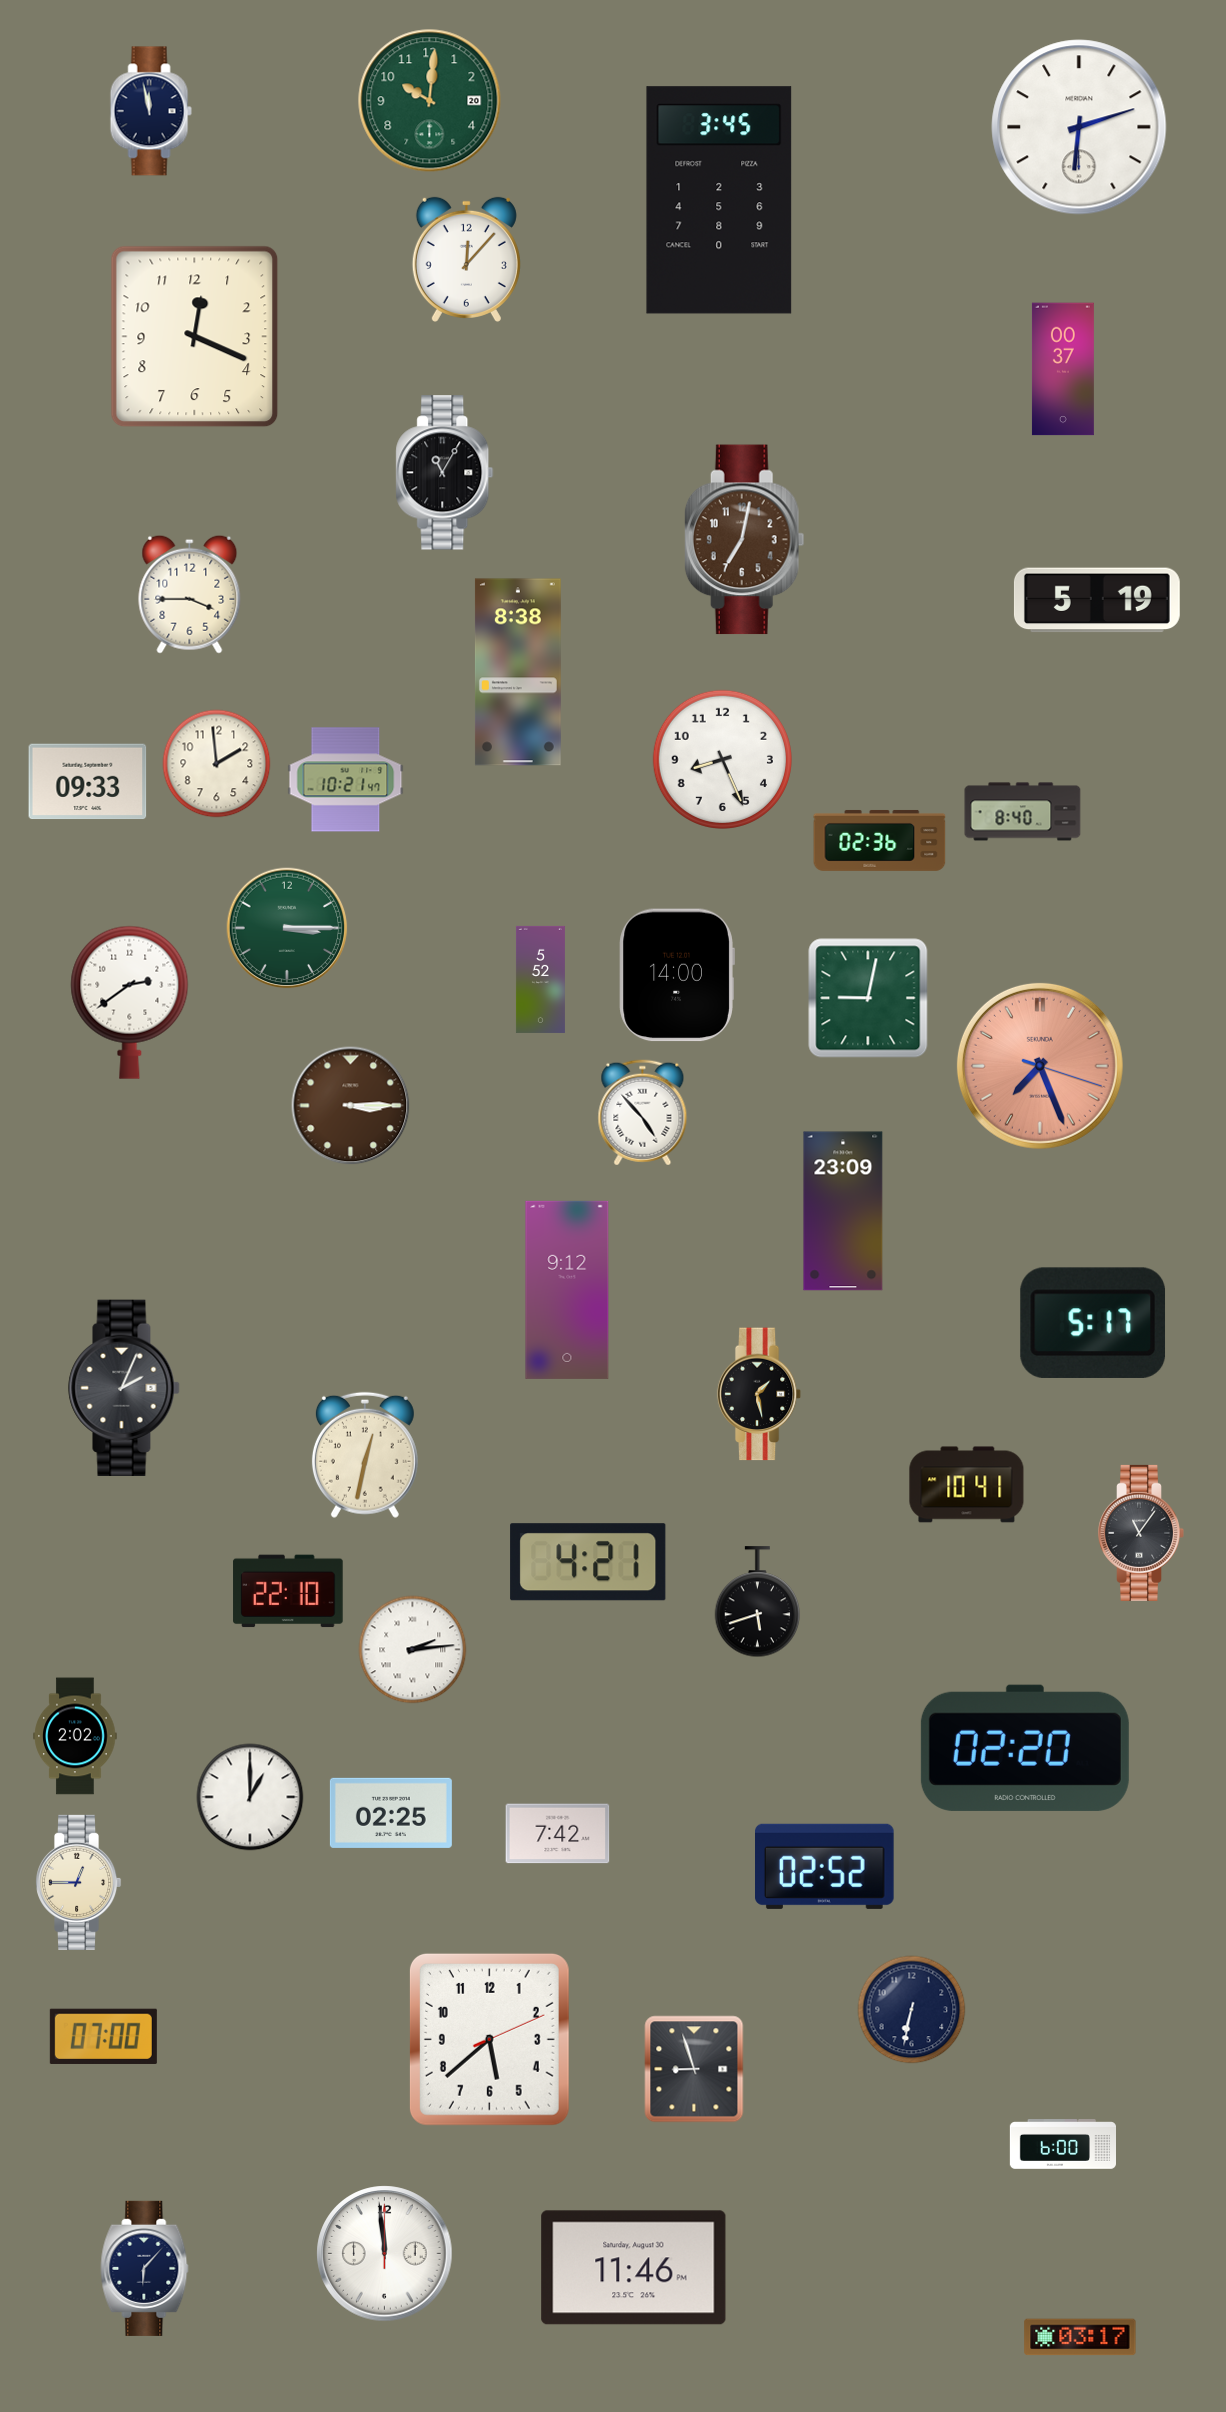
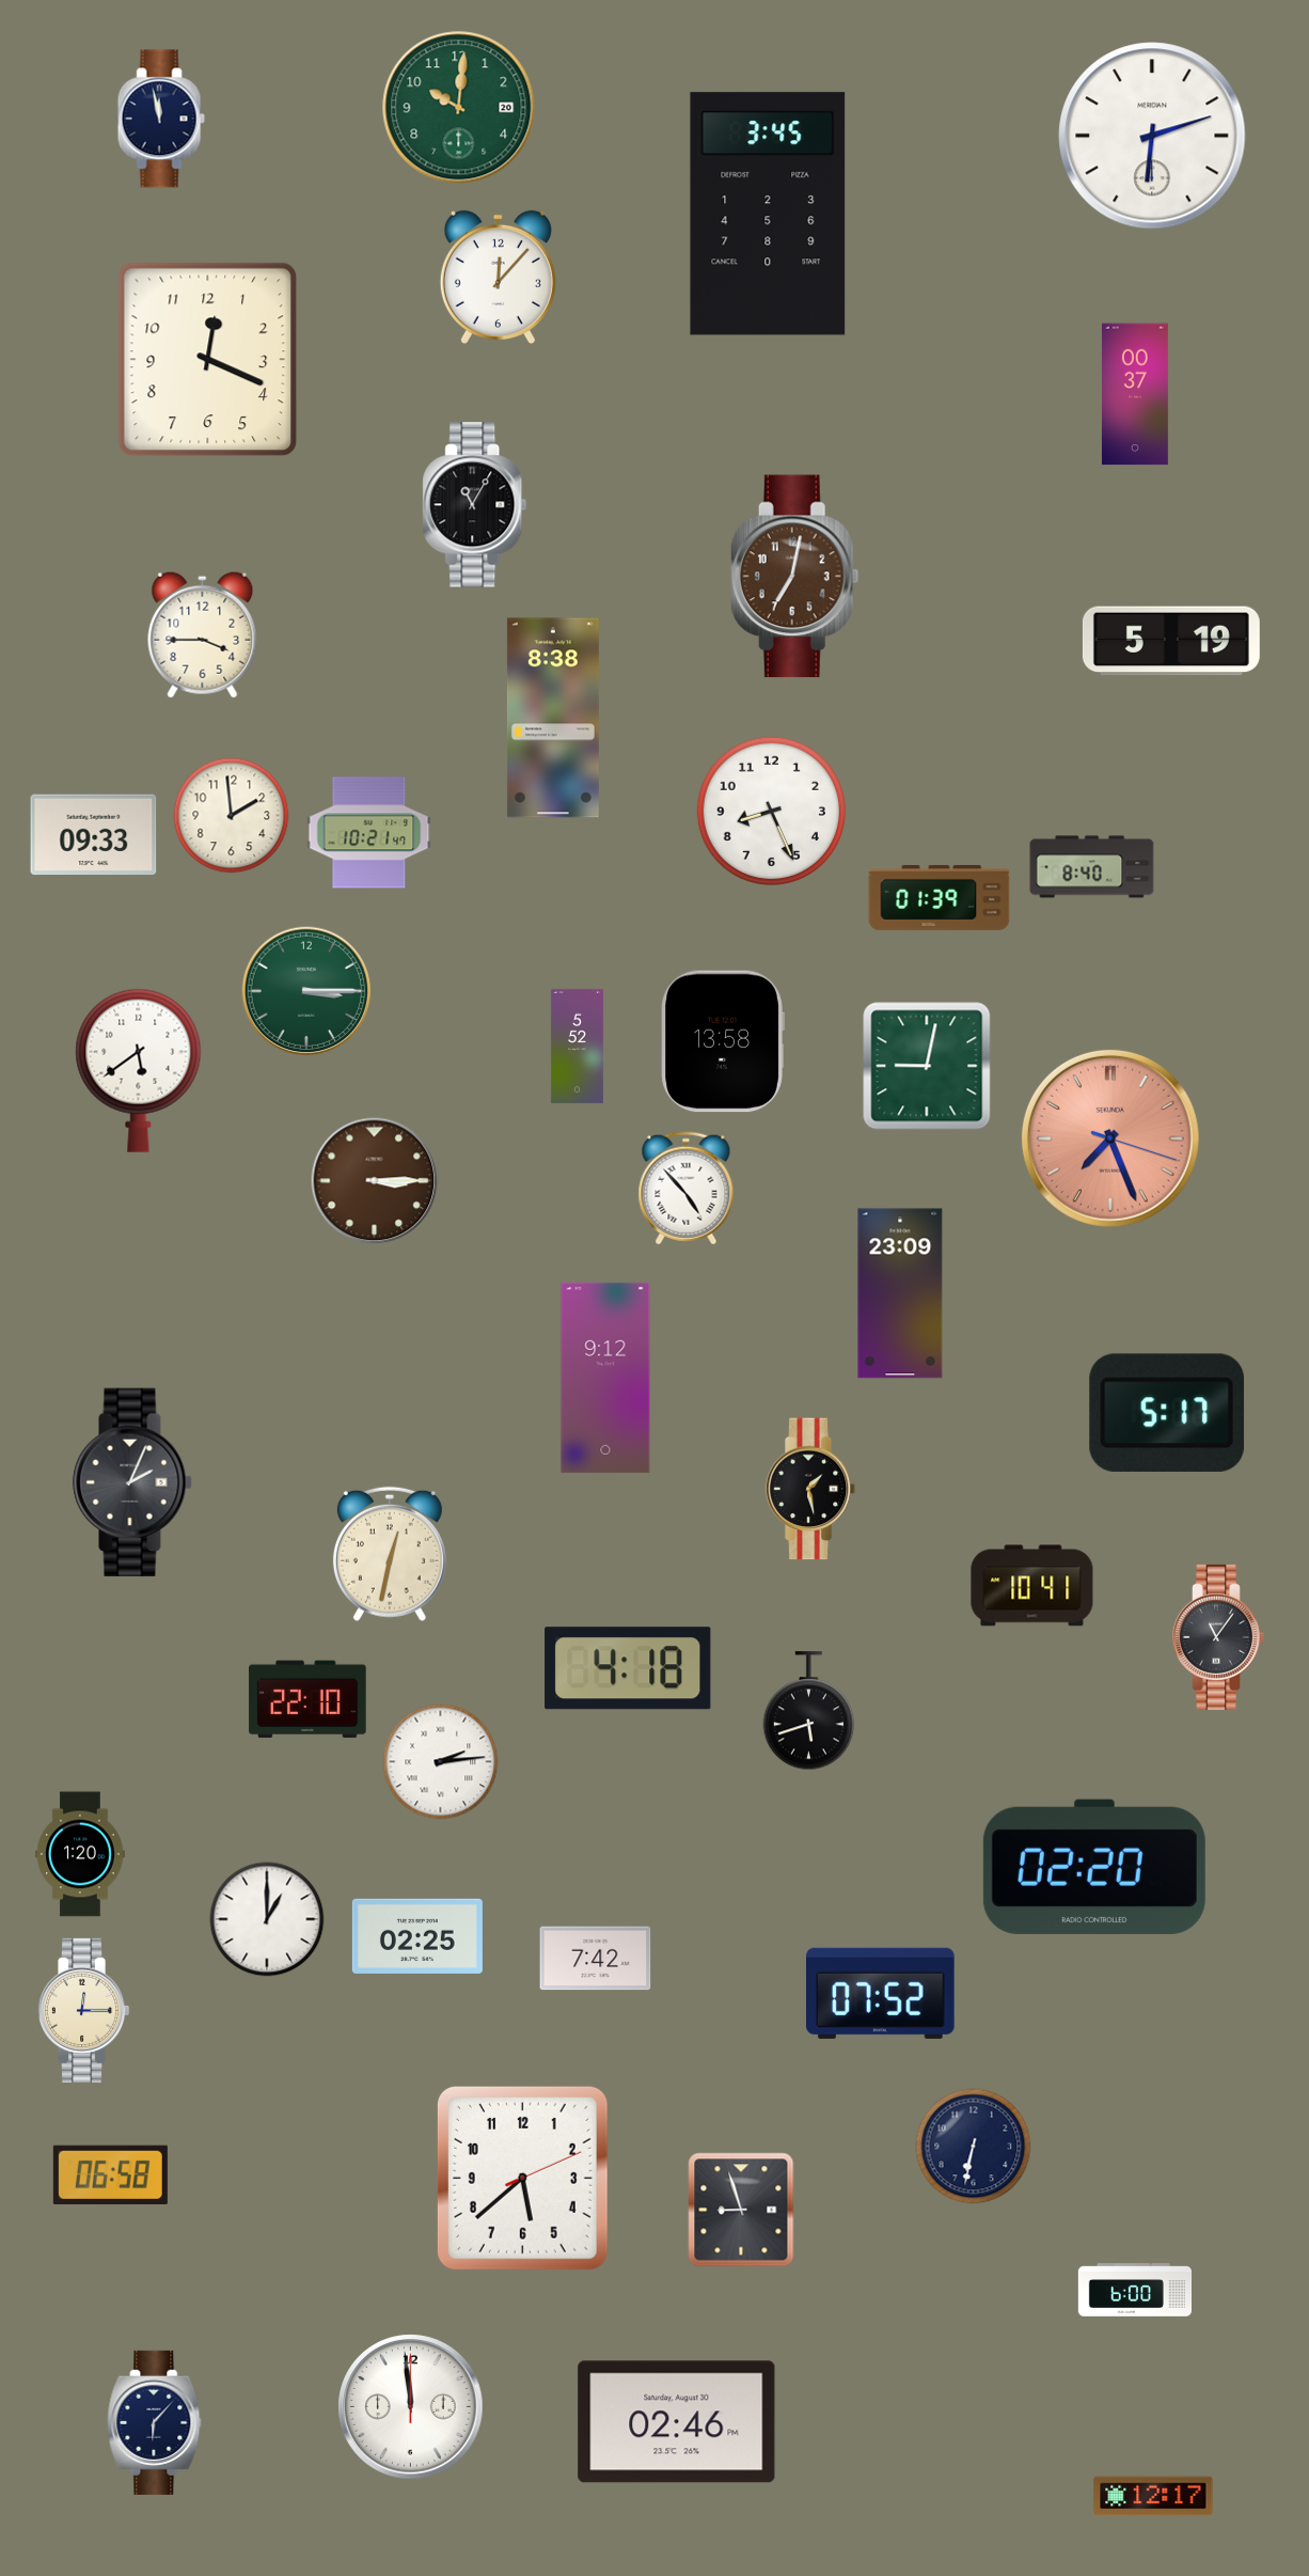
clock at (880, 840): 02:36 -> 01:39
clock at (677, 975): 14:00 -> 13:58
clock at (130, 1002): 2:39 -> 5:39
clock at (588, 1562): 4:21 -> 4:18
clock at (75, 1736): 2:02 -> 1:20
clock at (825, 1866): 02:52 -> 07:52
clock at (79, 1882): 12:45 -> 12:15
clock at (103, 2036): 07:00 -> 06:58
clock at (634, 2268): 11:46 -> 02:46
clock at (1080, 2337): 03:17 -> 12:17
